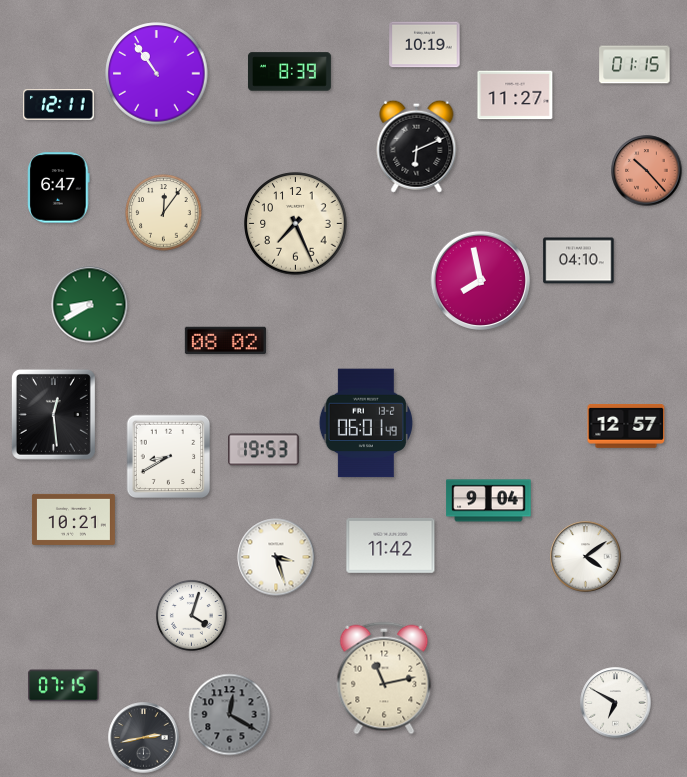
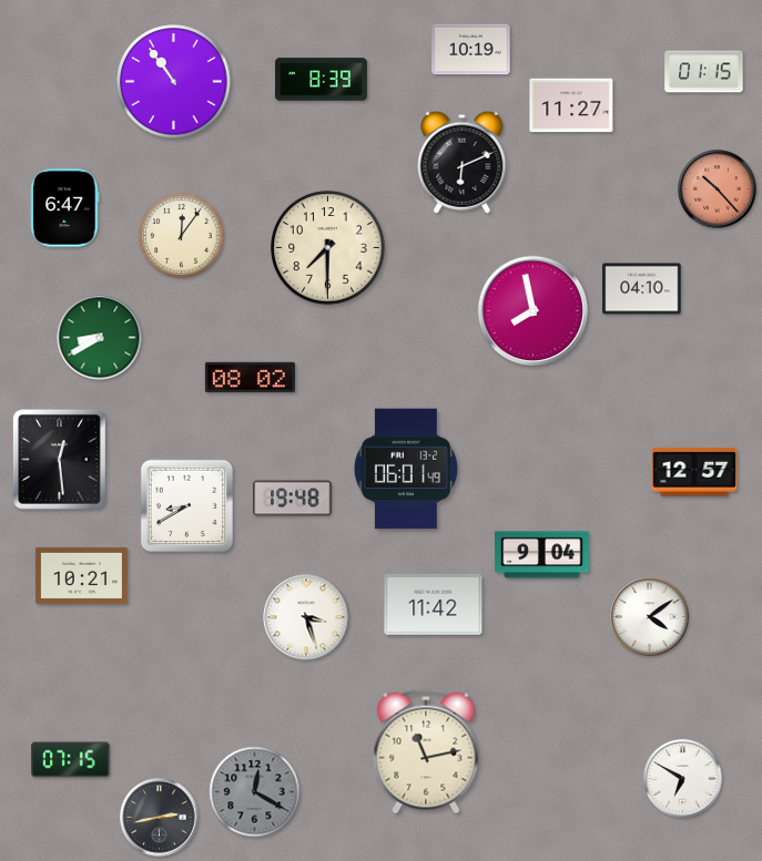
clock at (59, 105): 12:11 -> none
clock at (296, 224): 7:26 -> 7:30
clock at (264, 450): 19:53 -> 19:48
clock at (191, 615): 4:03 -> none
